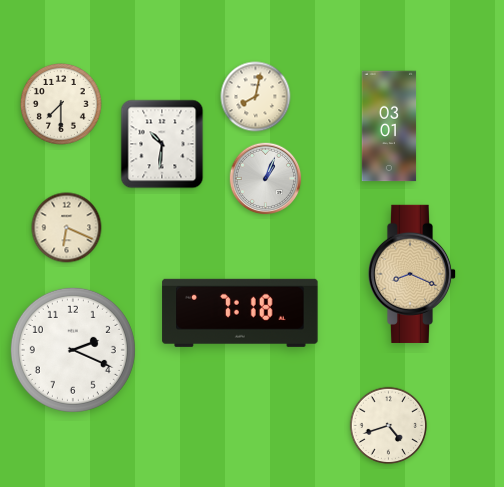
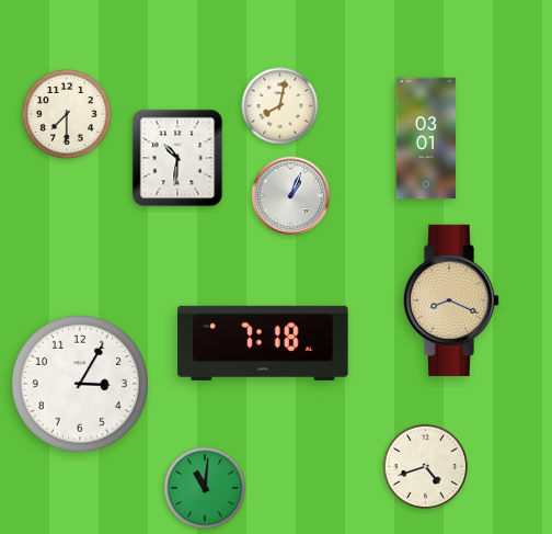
clock at (67, 228): 6:19 -> none
clock at (73, 350): 2:19 -> 3:05
clock at (205, 488): none -> 11:01
